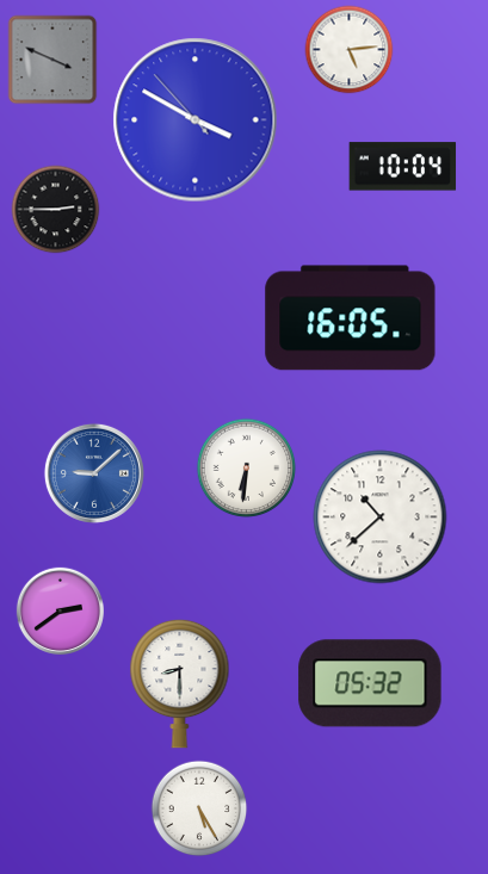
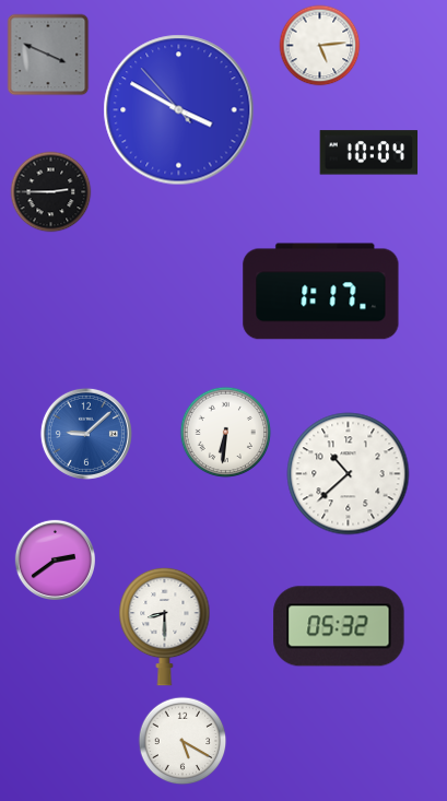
clock at (351, 318): 16:05 -> 1:17
clock at (246, 467) position: (246, 467) -> (225, 432)
clock at (199, 808): 5:25 -> 5:20
